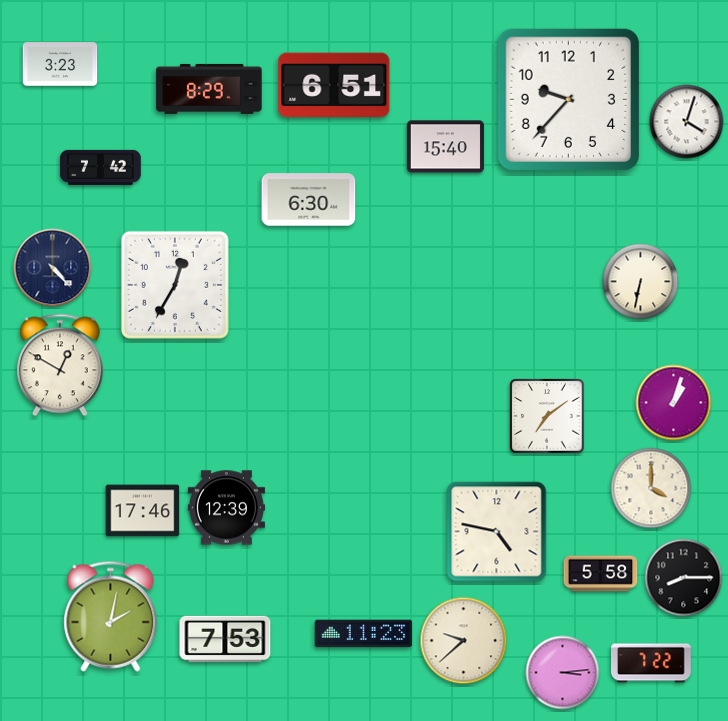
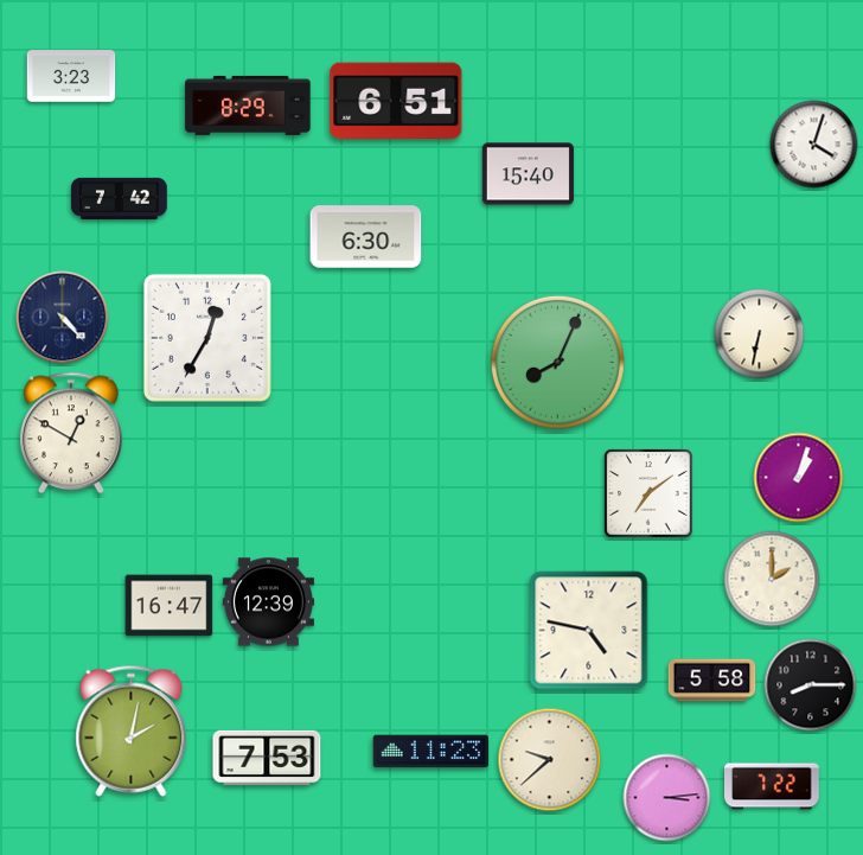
clock at (568, 99): 9:37 -> none
clock at (557, 362): none -> 8:04
clock at (651, 488): 4:00 -> 2:00
clock at (143, 511): 17:46 -> 16:47
